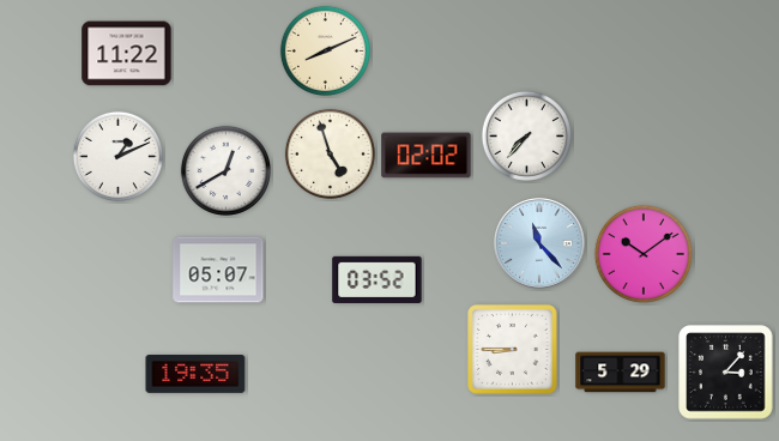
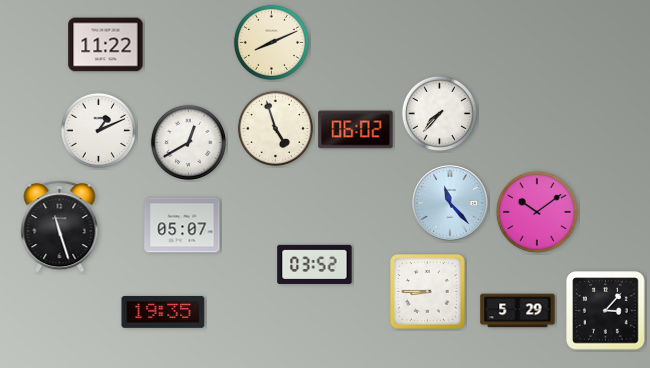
clock at (427, 156): 02:02 -> 06:02
clock at (60, 227): none -> 11:27
clock at (378, 279) position: (378, 279) -> (315, 264)
